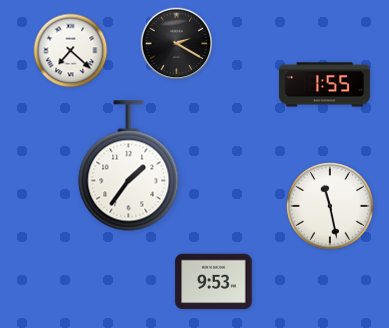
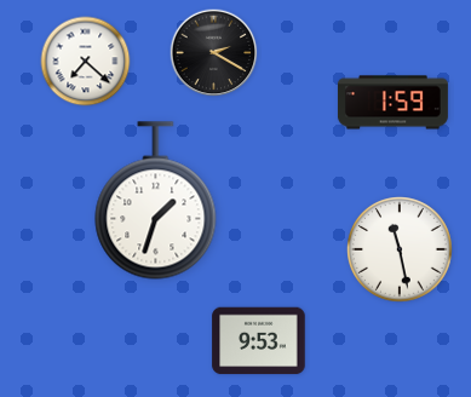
clock at (324, 85): 1:55 -> 1:59
clock at (129, 166): 1:36 -> 1:33
